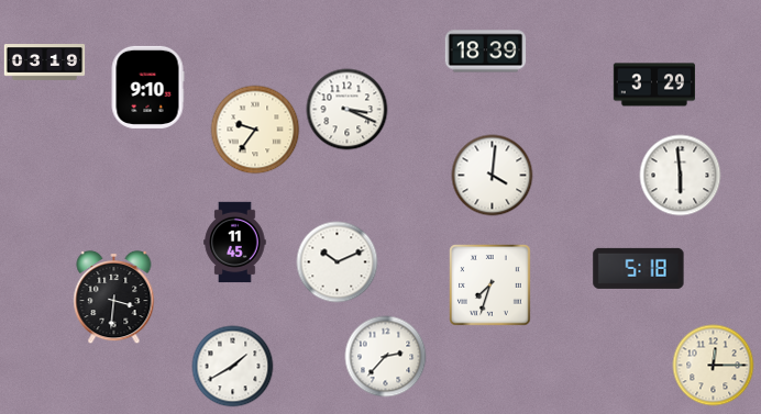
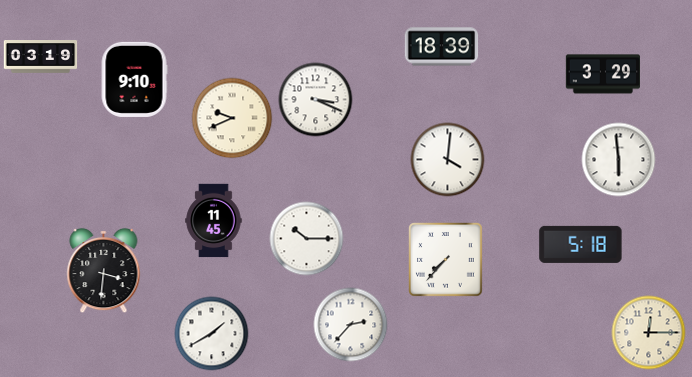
clock at (653, 85) position: (653, 85) -> (602, 74)
clock at (255, 130): 9:36 -> 9:41
clock at (338, 262): 10:11 -> 10:15
clock at (490, 286): 7:33 -> 7:37
